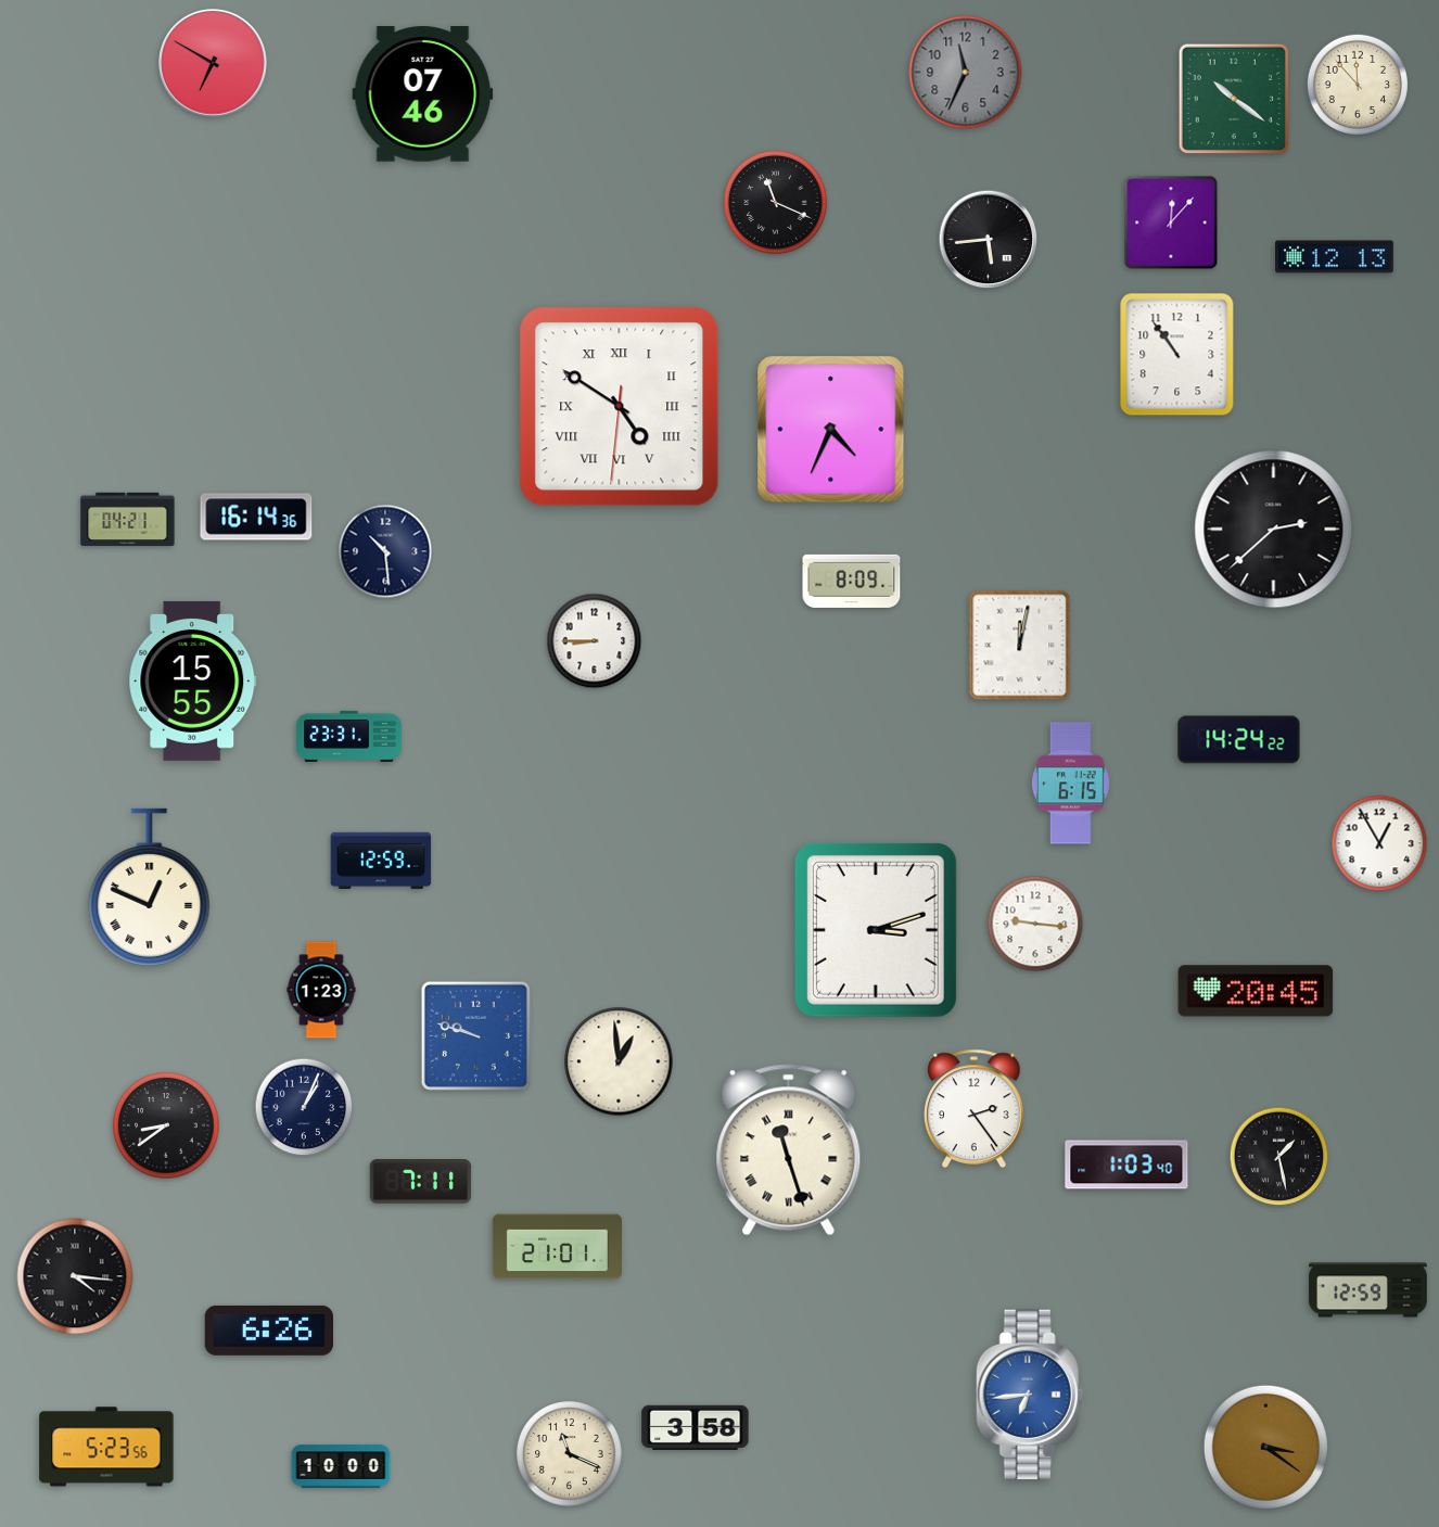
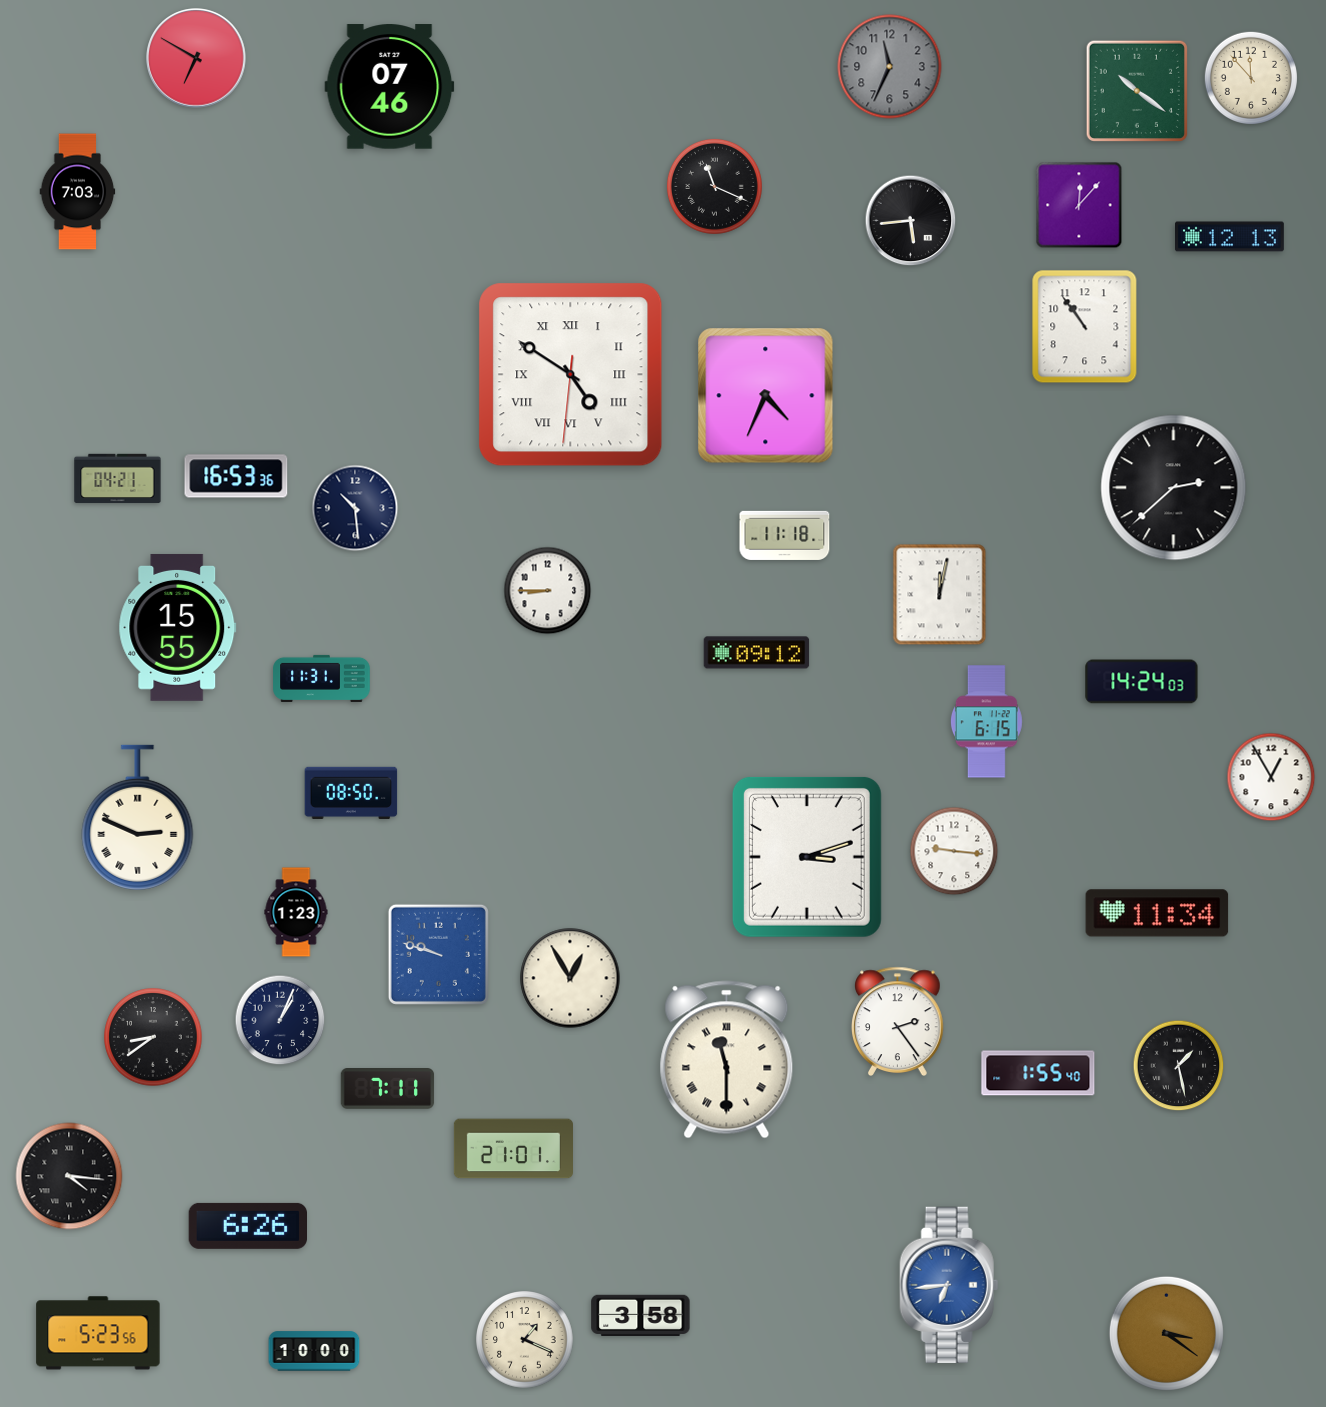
clock at (78, 192): none -> 7:03
clock at (256, 517): 16:14 -> 16:53
clock at (852, 581): 8:09 -> 11:18
clock at (757, 653): none -> 09:12
clock at (349, 736): 23:31 -> 11:31
clock at (1239, 740): 14:24:22 -> 14:24:03
clock at (381, 861): 12:59 -> 08:50
clock at (150, 887): 12:49 -> 2:49
clock at (1256, 991): 20:45 -> 11:34
clock at (619, 1061): 12:59 -> 12:55
clock at (789, 1150): 11:27 -> 11:30
clock at (1126, 1165): 1:03 -> 1:55
clock at (1368, 1290): 12:59 -> none
clock at (570, 1454): 11:19 -> 1:19
